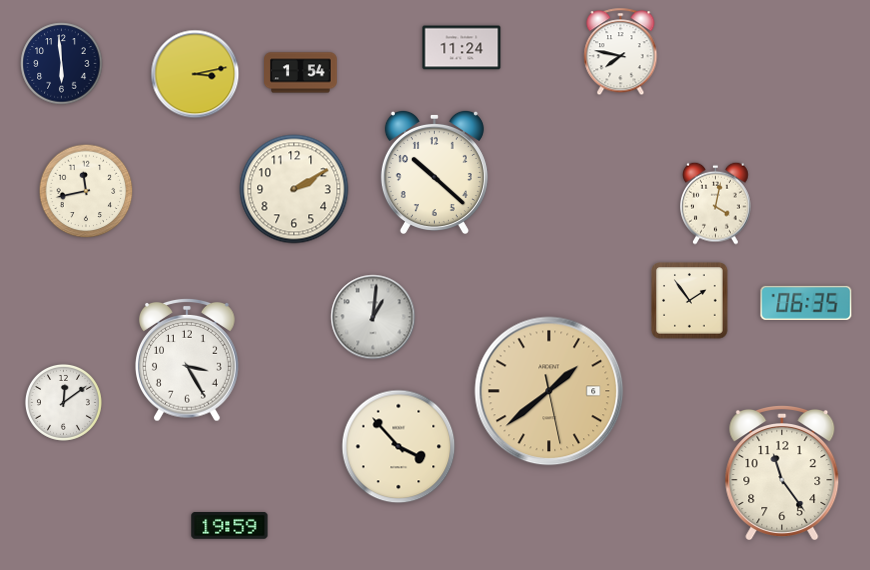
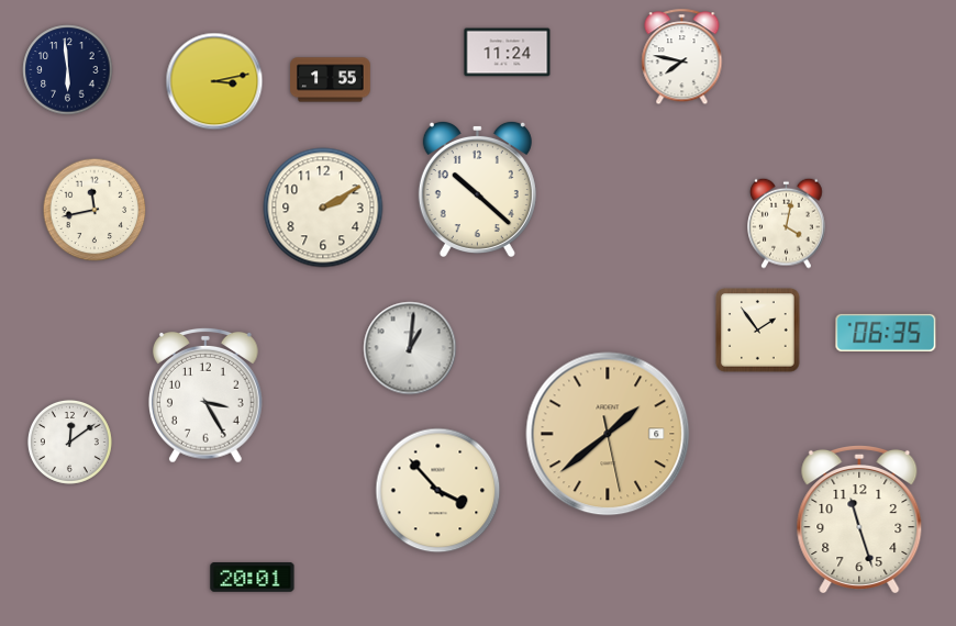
clock at (301, 73): 1:54 -> 1:55
clock at (549, 391) position: (549, 391) -> (608, 434)
clock at (782, 472): 11:24 -> 11:27
clock at (230, 526): 19:59 -> 20:01
